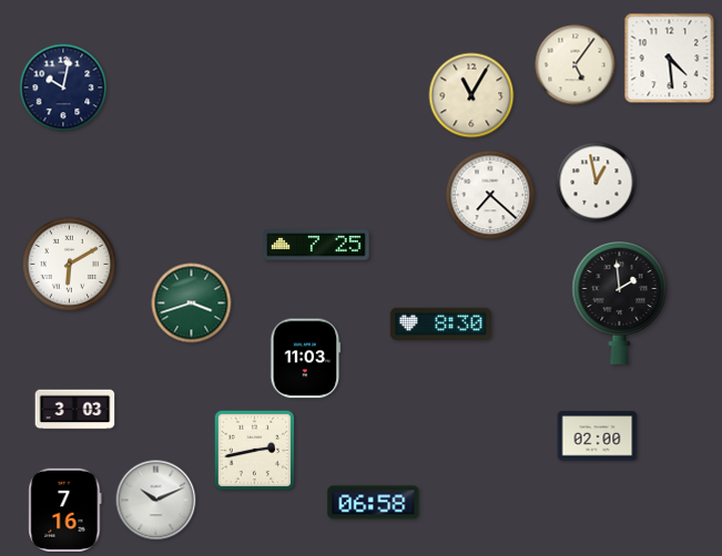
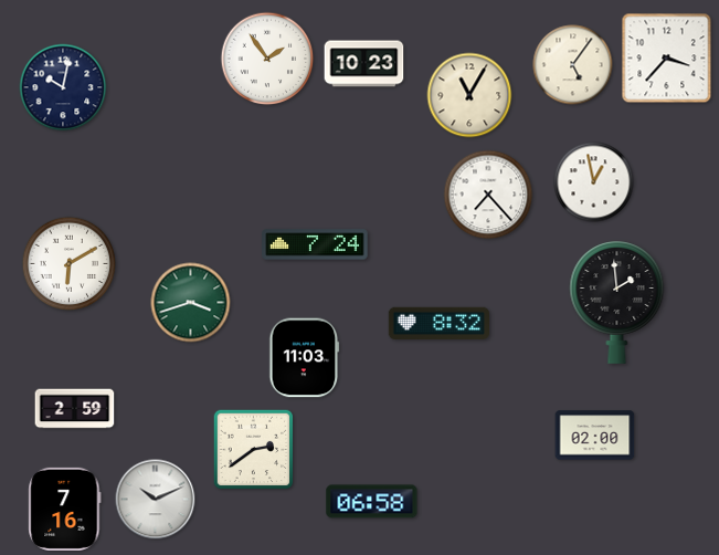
clock at (267, 59): none -> 1:54
clock at (670, 59): 4:29 -> 3:37
clock at (364, 64): none -> 10:23
clock at (490, 195): 7:22 -> 7:23
clock at (316, 245): 7:25 -> 7:24
clock at (440, 323): 8:30 -> 8:32
clock at (75, 410): 3:03 -> 2:59
clock at (255, 451): 2:43 -> 2:39
